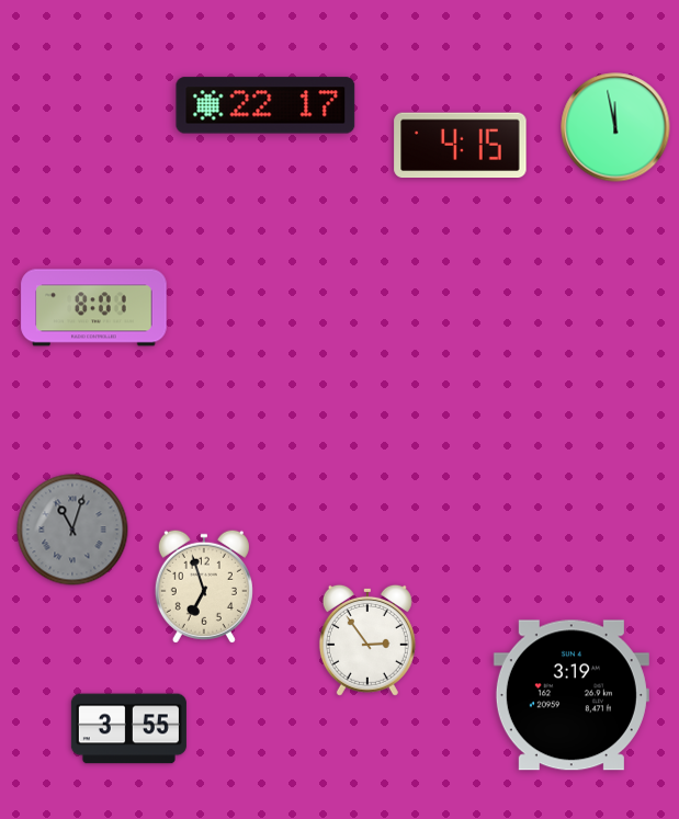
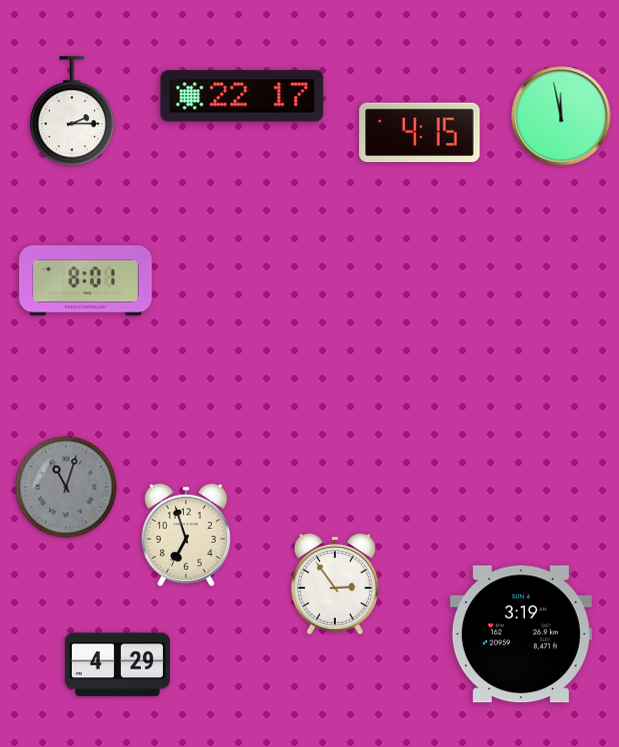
clock at (72, 112): none -> 2:15
clock at (72, 530) position: (72, 530) -> (66, 487)
clock at (128, 729): 3:55 -> 4:29
